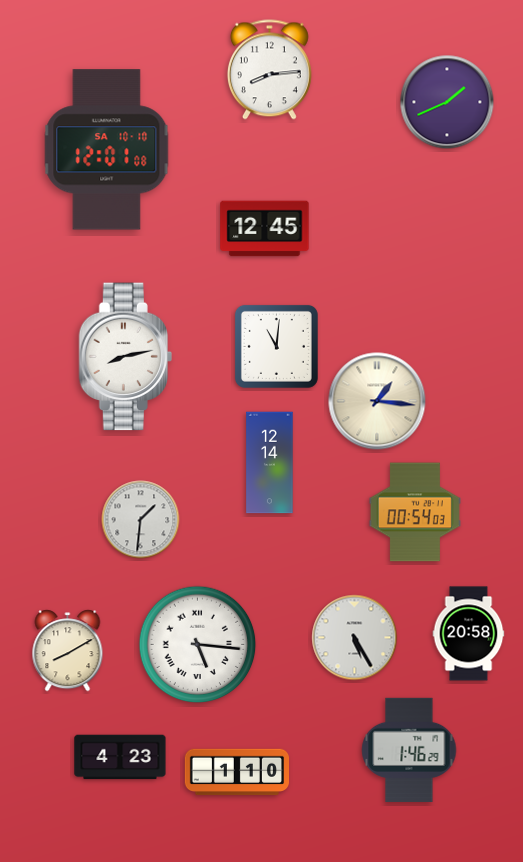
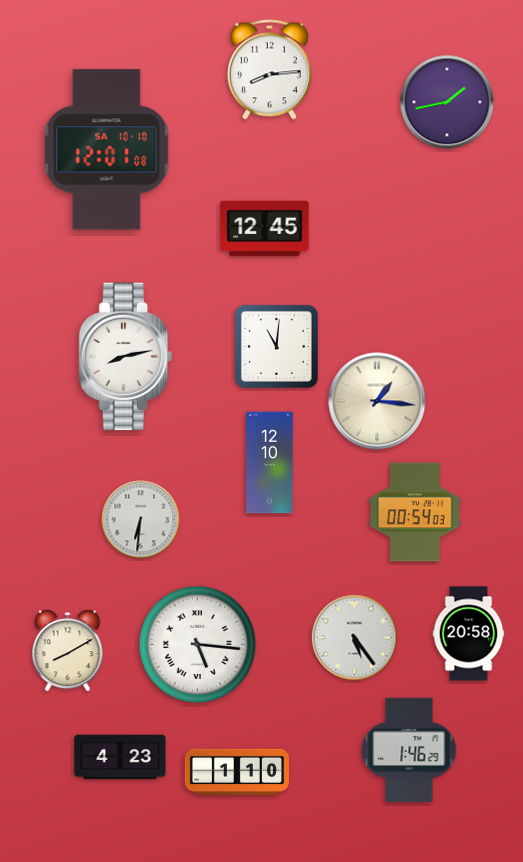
clock at (447, 102): 1:41 -> 1:43
clock at (270, 463): 12:14 -> 12:10
clock at (141, 520): 1:31 -> 6:31
clock at (355, 638): 5:25 -> 5:24
